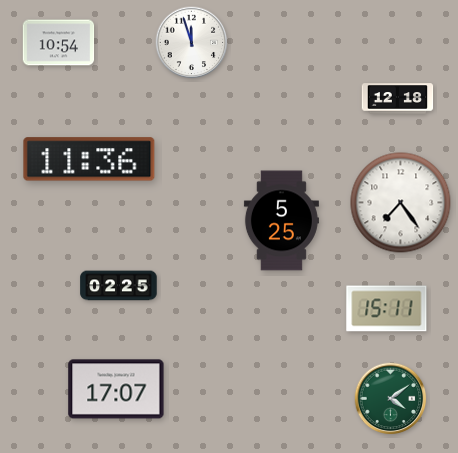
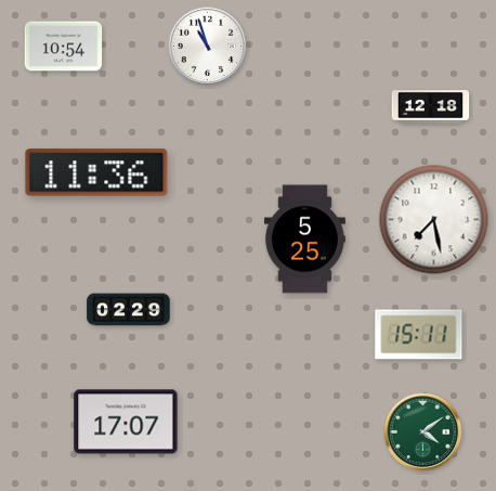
clock at (192, 43): 11:57 -> 10:57
clock at (401, 203): 7:24 -> 7:28
clock at (119, 286): 02:25 -> 02:29
